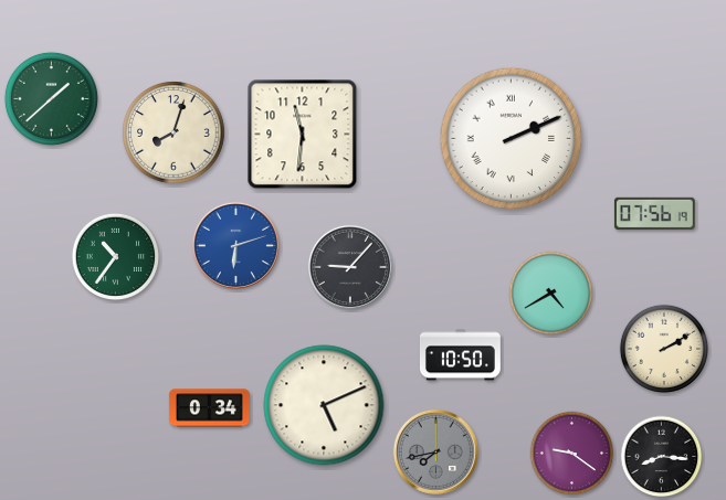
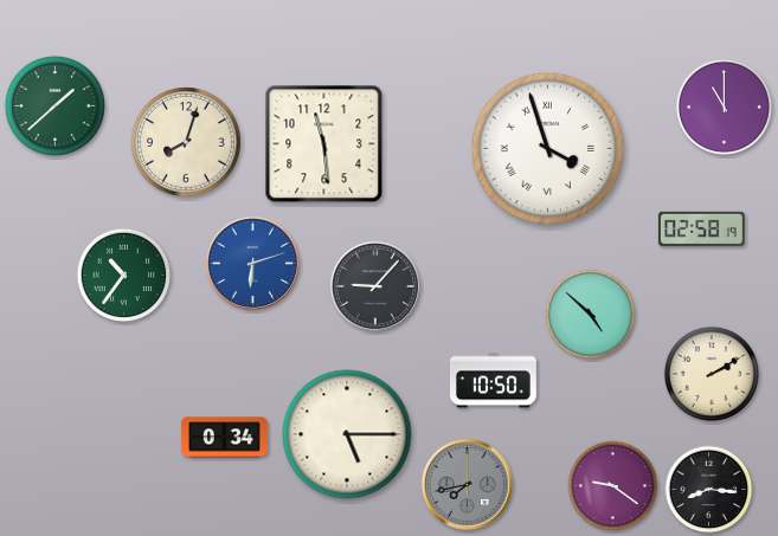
clock at (724, 106): none -> 11:00
clock at (303, 135): 11:31 -> 11:29
clock at (512, 139): 2:11 -> 3:57
clock at (654, 213): 07:56 -> 02:58
clock at (551, 294): 4:40 -> 4:52
clock at (324, 405): 5:11 -> 5:15
